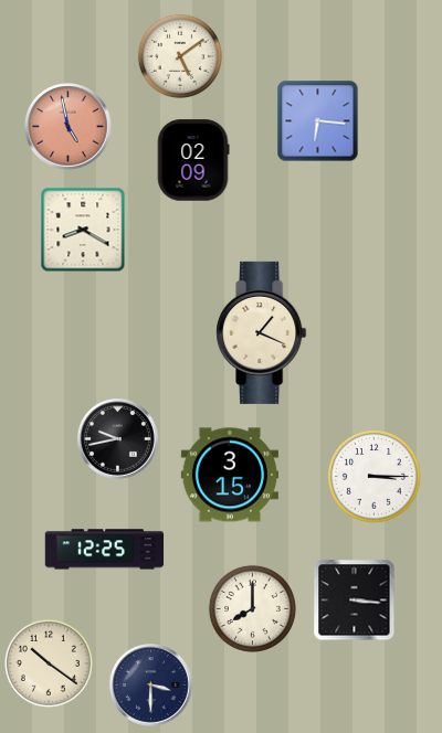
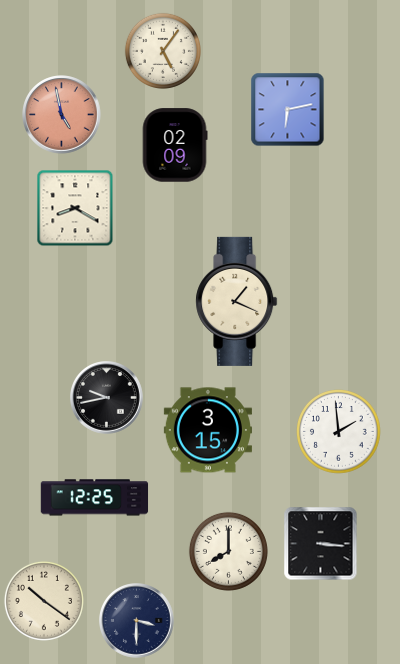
clock at (180, 56): 5:09 -> 5:06
clock at (318, 121): 6:16 -> 6:13
clock at (375, 477): 3:15 -> 1:59
